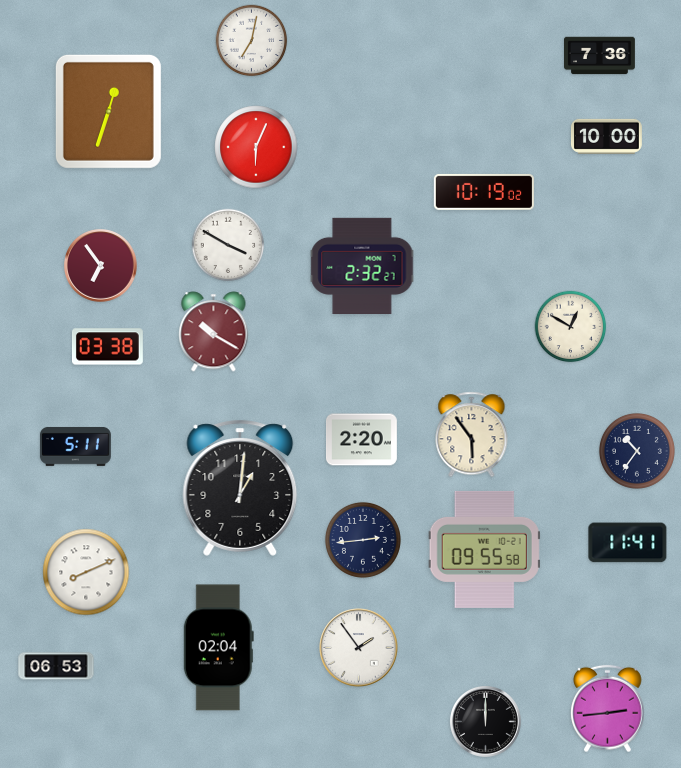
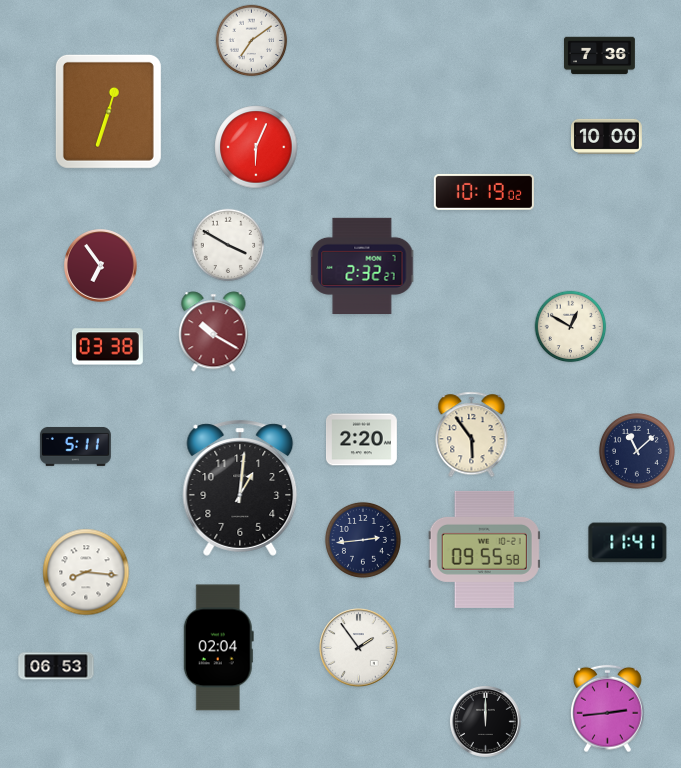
clock at (252, 41): 7:02 -> 7:09
clock at (637, 451): 10:36 -> 11:08
clock at (86, 572): 8:11 -> 8:16
